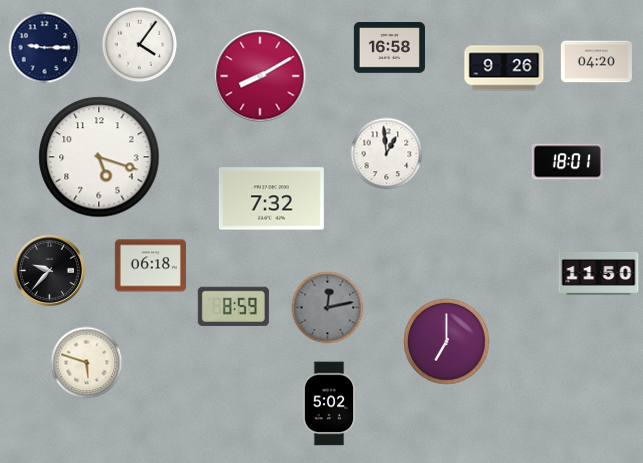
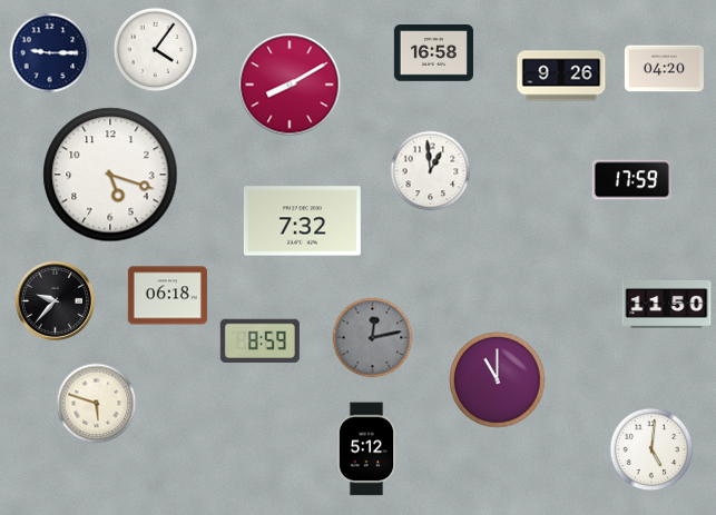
clock at (567, 162): 18:01 -> 17:59
clock at (328, 308) position: (328, 308) -> (373, 338)
clock at (447, 342): 7:00 -> 11:00
clock at (329, 404): 5:02 -> 5:12
clock at (651, 449): none -> 5:01
